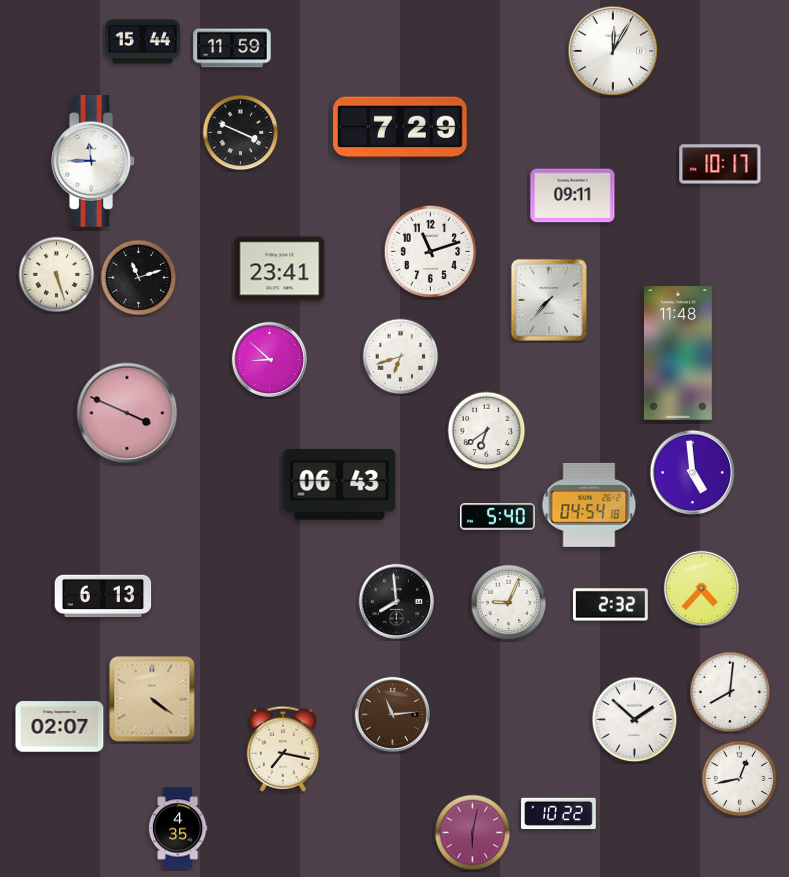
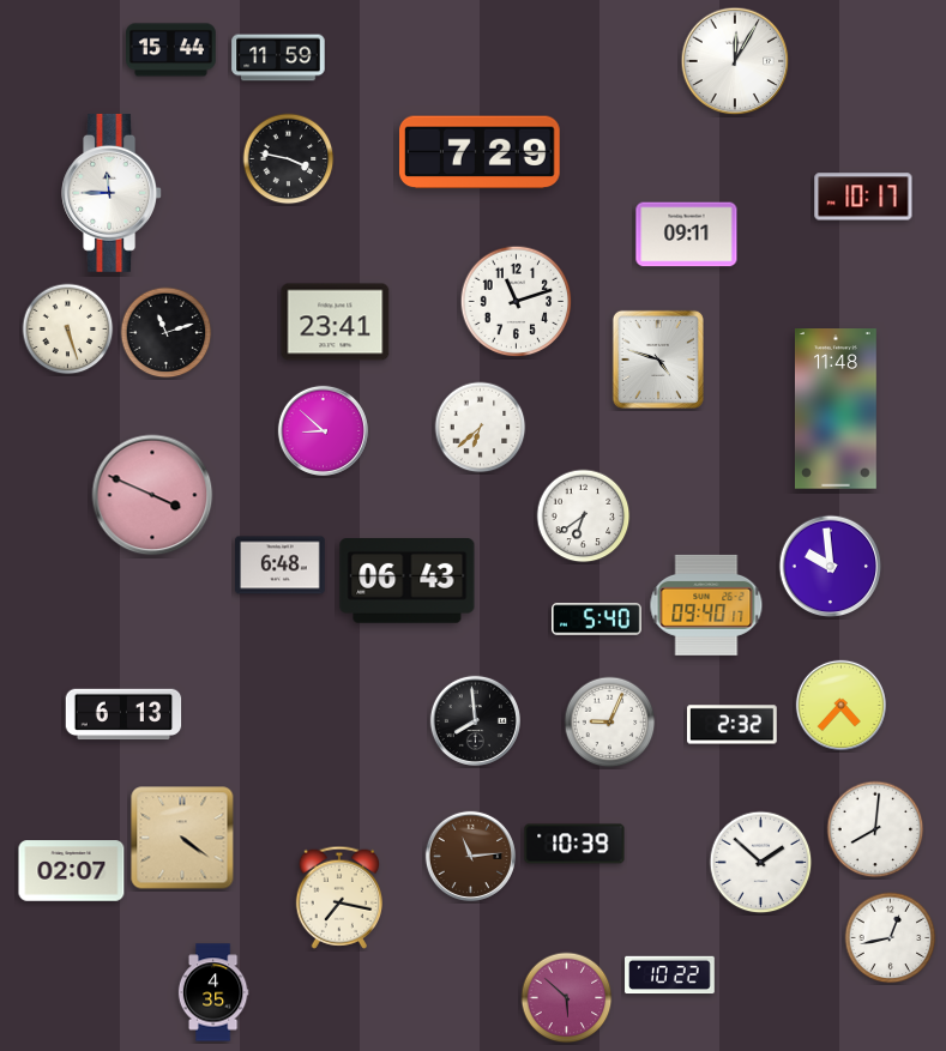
clock at (241, 133): 3:49 -> 3:47
clock at (549, 300): 7:37 -> 4:48
clock at (678, 353) position: (678, 353) -> (836, 409)
clock at (401, 357): 6:42 -> 6:38
clock at (281, 566): none -> 6:48
clock at (693, 473): 4:59 -> 9:59
clock at (589, 505): 04:54 -> 09:40
clock at (574, 844): none -> 10:39
clock at (740, 779) position: (740, 779) -> (891, 938)
clock at (473, 833): 6:02 -> 5:52
